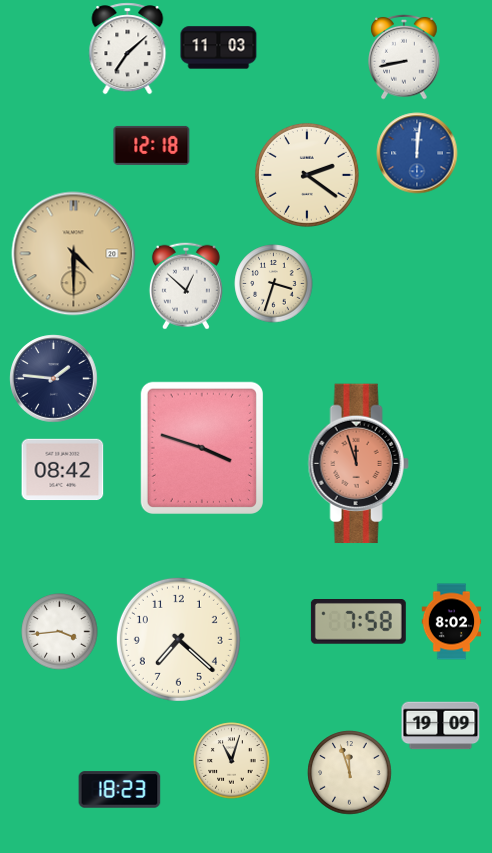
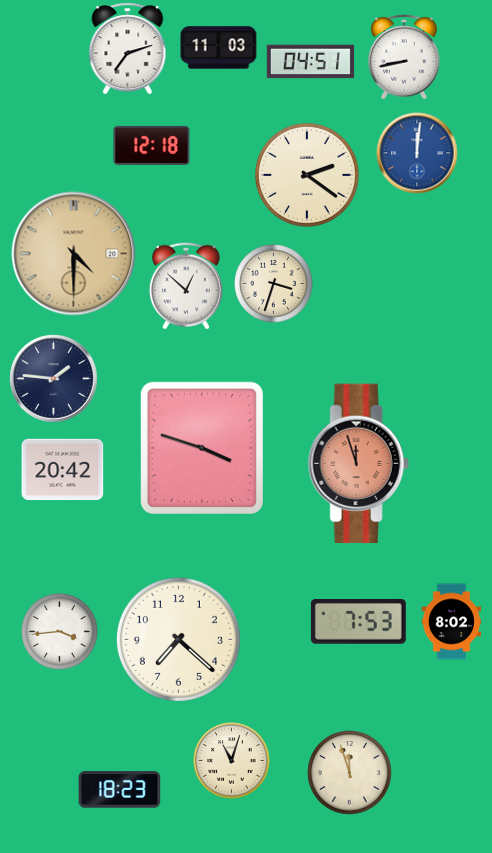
clock at (128, 49): 7:08 -> 7:12
clock at (311, 62): none -> 04:51
clock at (63, 470): 08:42 -> 20:42
clock at (358, 622): 7:58 -> 7:53
clock at (441, 726): 19:09 -> none
